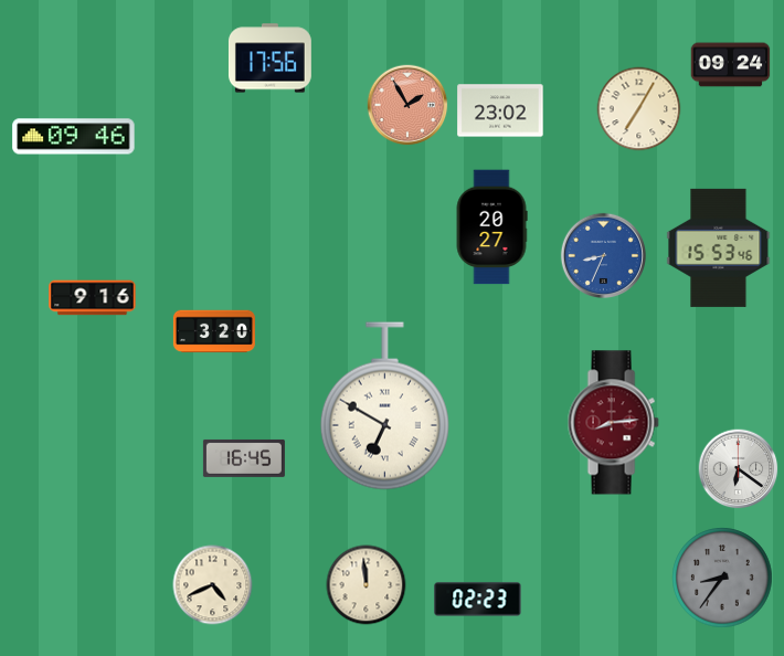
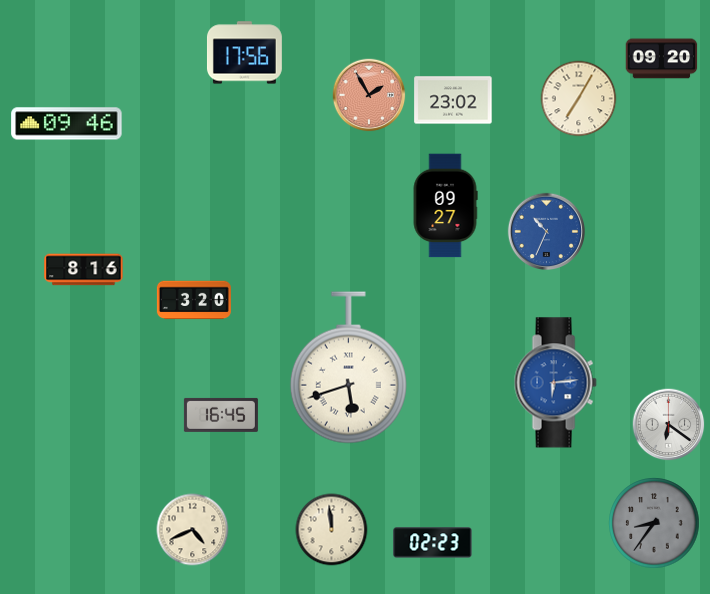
clock at (731, 65): 09:24 -> 09:20
clock at (491, 228): 20:27 -> 09:27
clock at (719, 247): 15:53 -> none
clock at (603, 255): 8:34 -> 10:34
clock at (93, 298): 9:16 -> 8:16
clock at (384, 406): 6:50 -> 5:42
clock at (613, 423): 8:14 -> 6:14
clock at (613, 423) dial: burgundy -> blue
